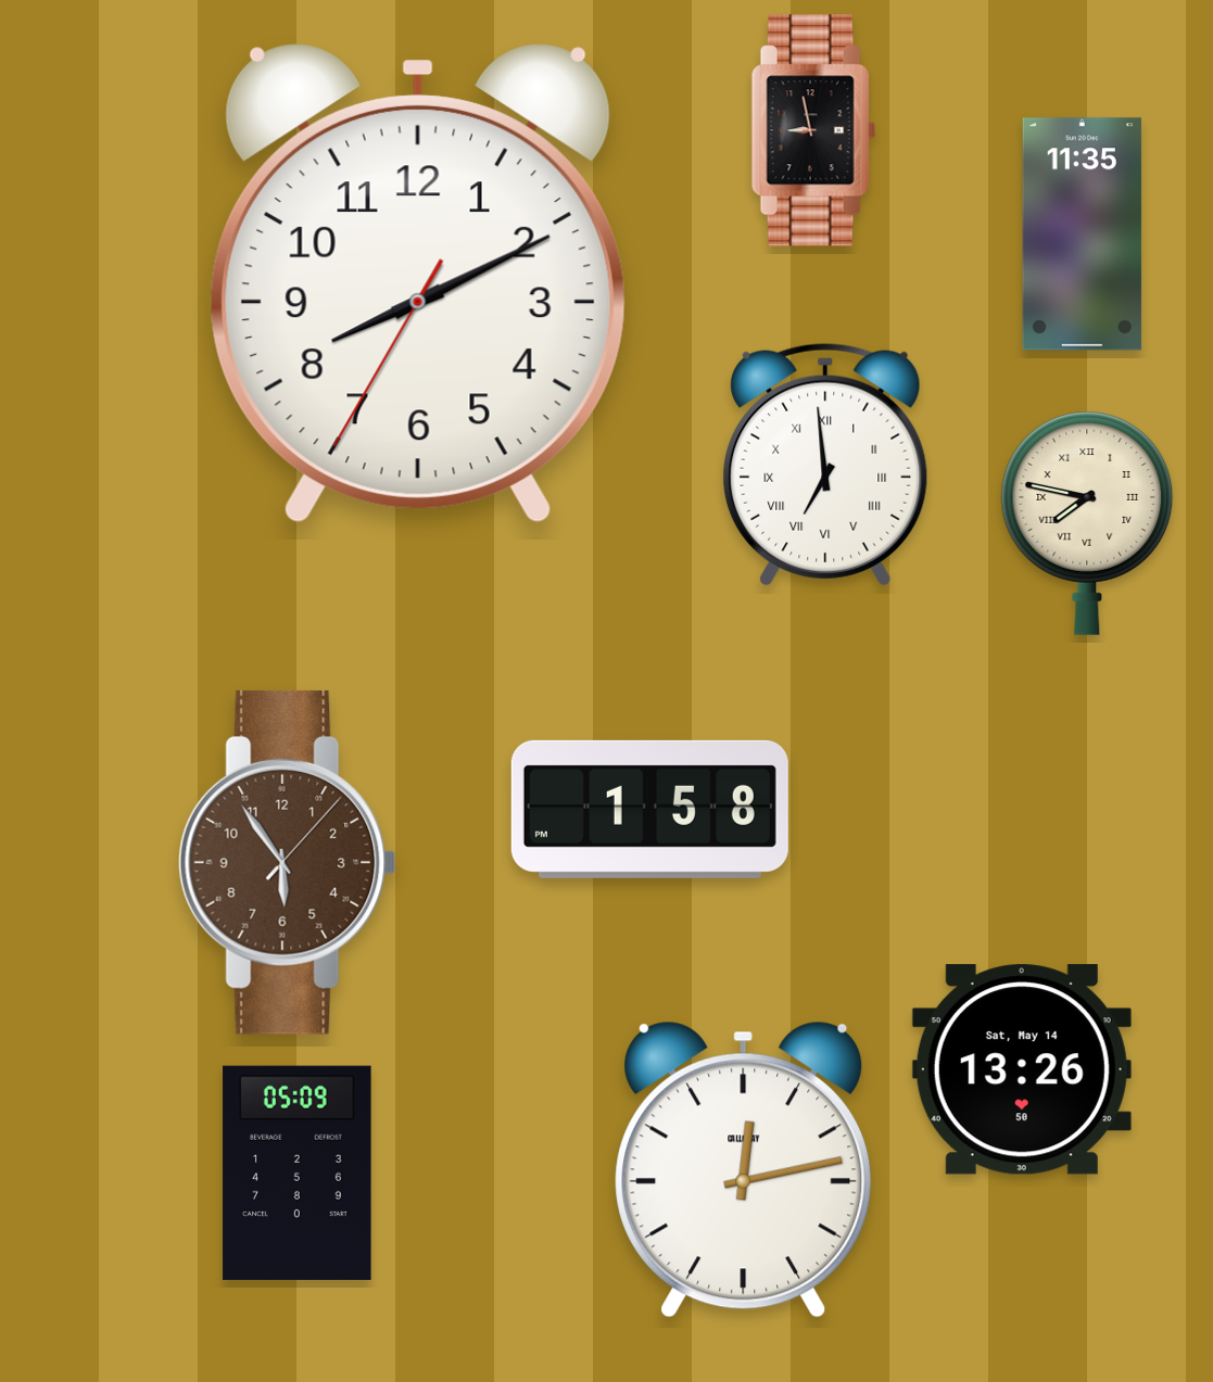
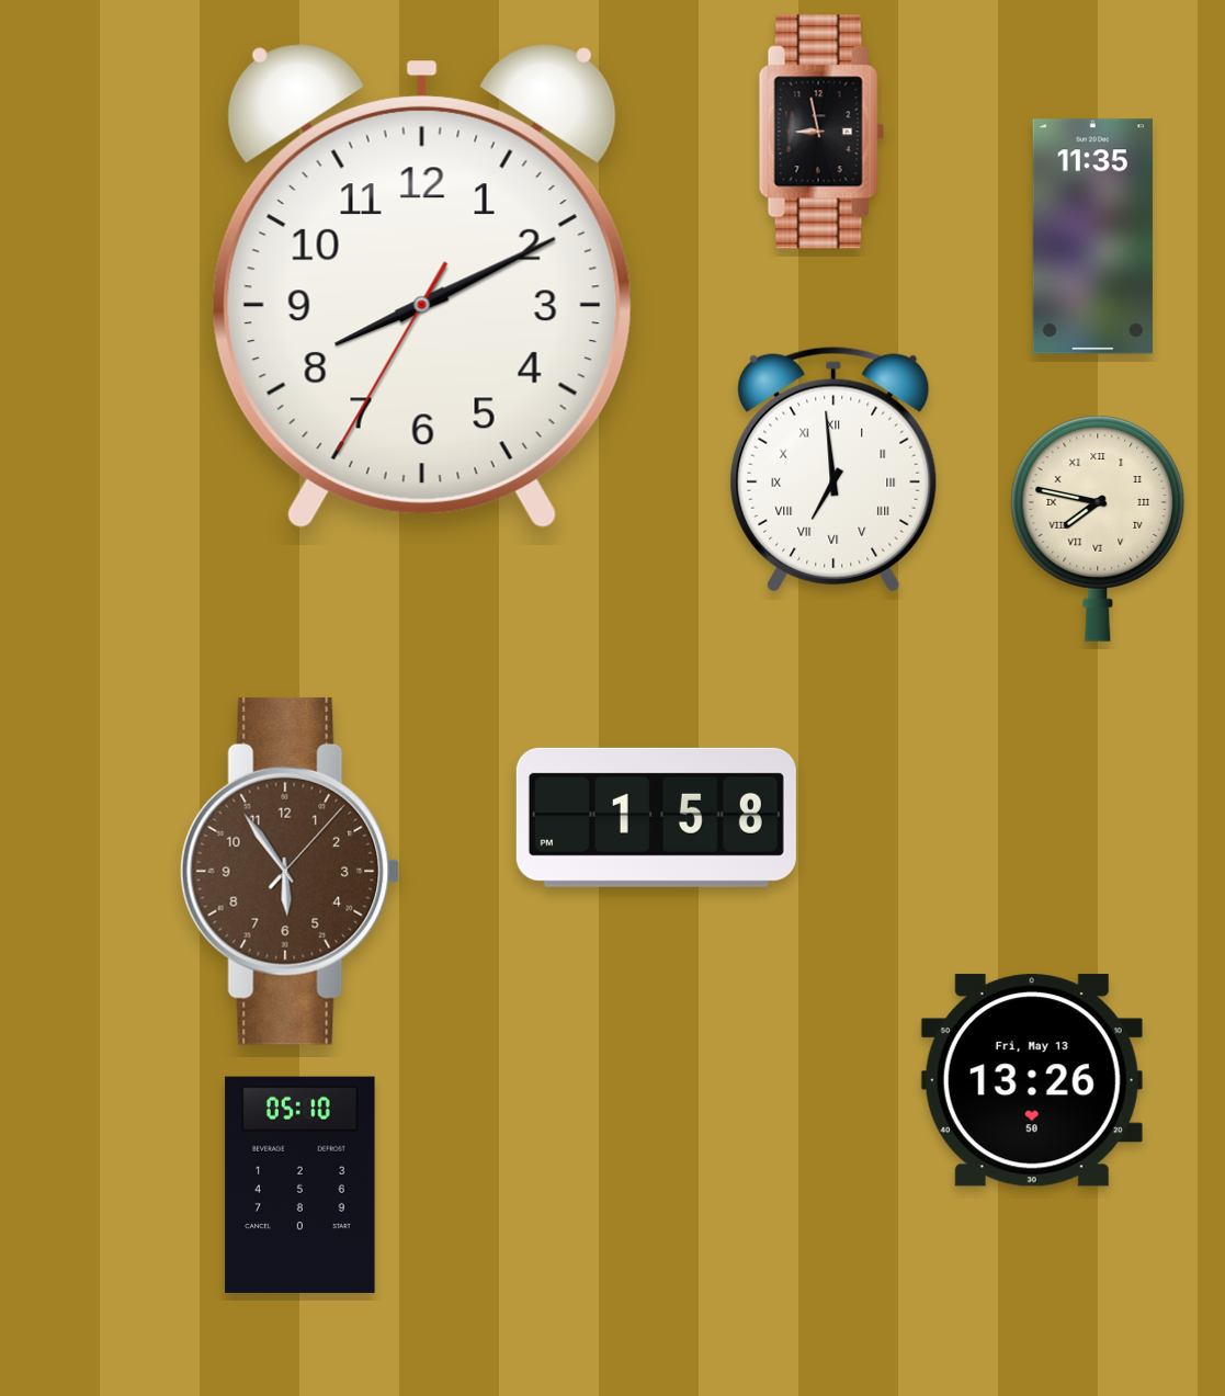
clock at (1022, 1069) date: Sat, May 14 -> Fri, May 13
clock at (744, 1169): 12:13 -> none
clock at (298, 1172): 05:09 -> 05:10
